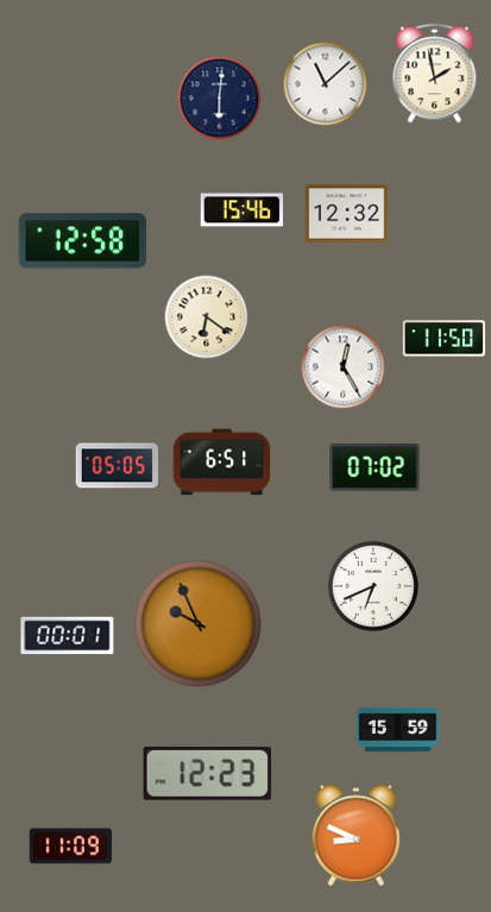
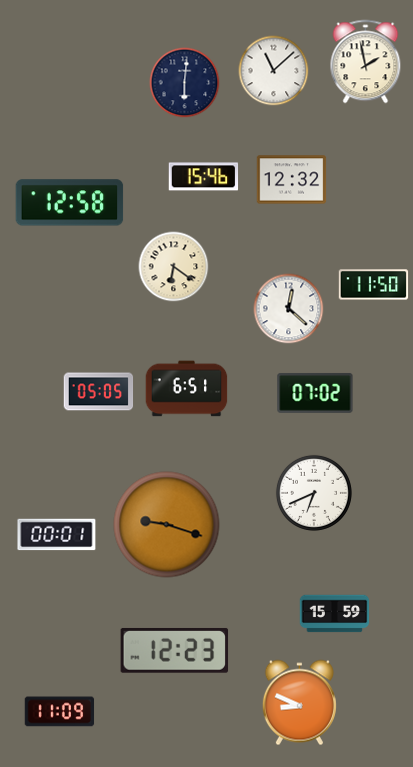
clock at (344, 367): 12:25 -> 12:22
clock at (199, 624): 9:56 -> 9:18
